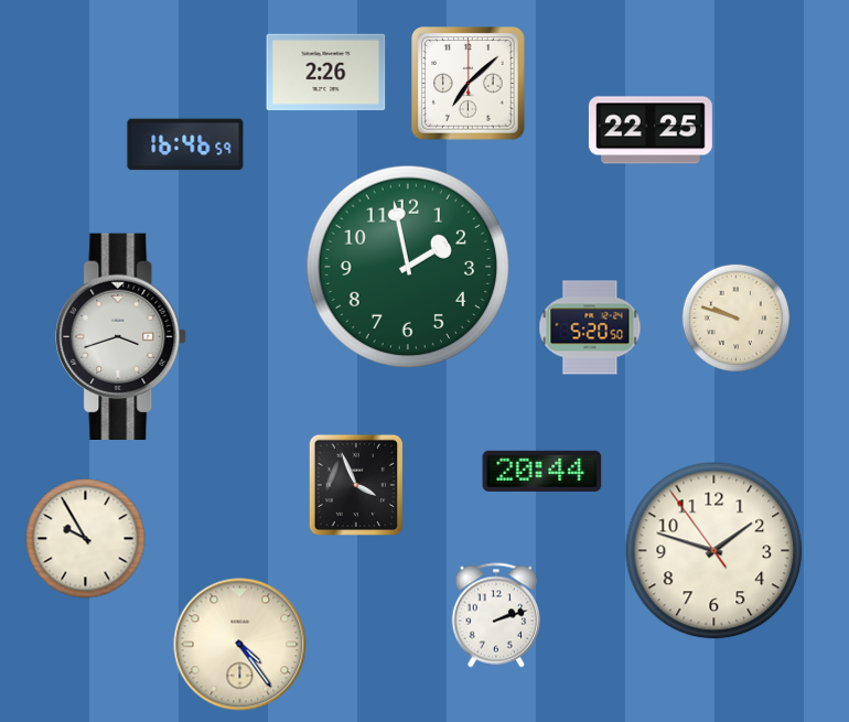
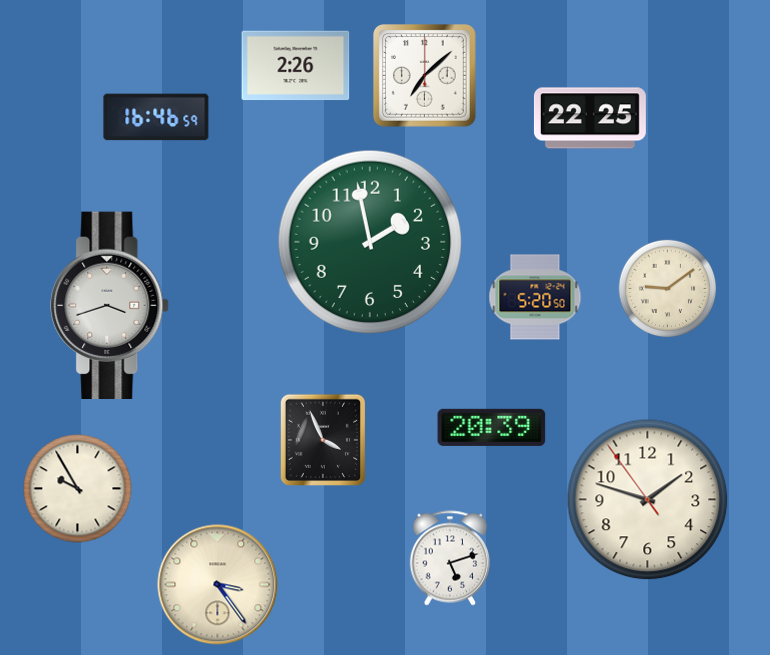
clock at (185, 144) position: (185, 144) -> (156, 117)
clock at (735, 317): 9:48 -> 9:09
clock at (542, 471): 20:44 -> 20:39
clock at (496, 615): 2:12 -> 5:12
clock at (240, 645): 4:24 -> 3:24
